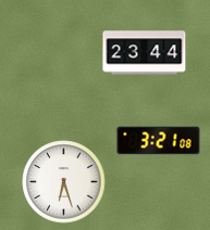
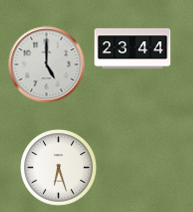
clock at (47, 65): none -> 5:00
clock at (159, 141): 3:21 -> none
